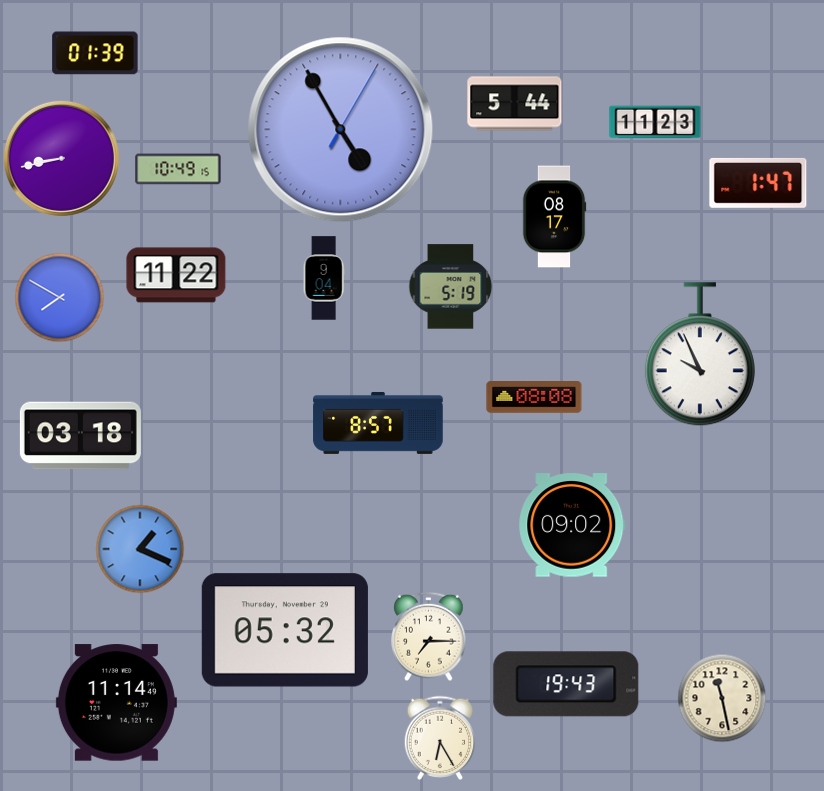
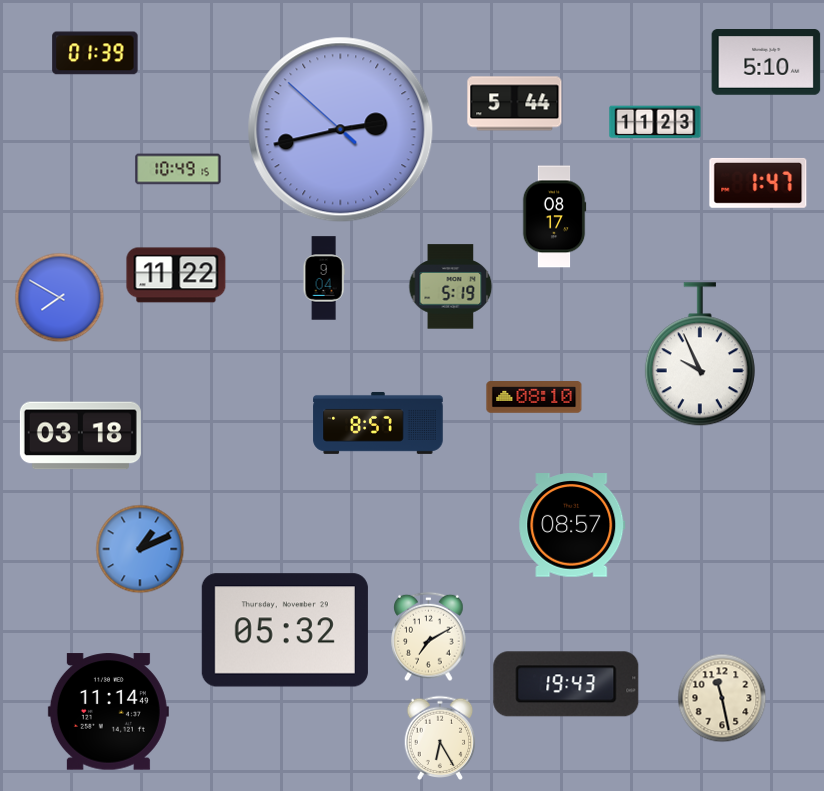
clock at (766, 62): none -> 5:10
clock at (341, 130): 4:55 -> 2:42
clock at (61, 158): 8:43 -> none
clock at (534, 398): 08:08 -> 08:10
clock at (572, 525): 09:02 -> 08:57
clock at (140, 549): 1:19 -> 1:11
clock at (429, 636): 7:15 -> 7:10
clock at (116, 703) position: (116, 703) -> (108, 712)
